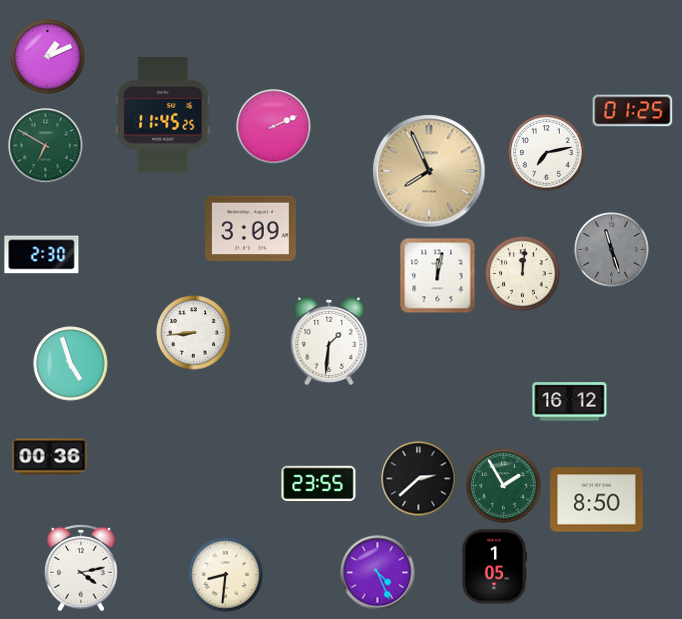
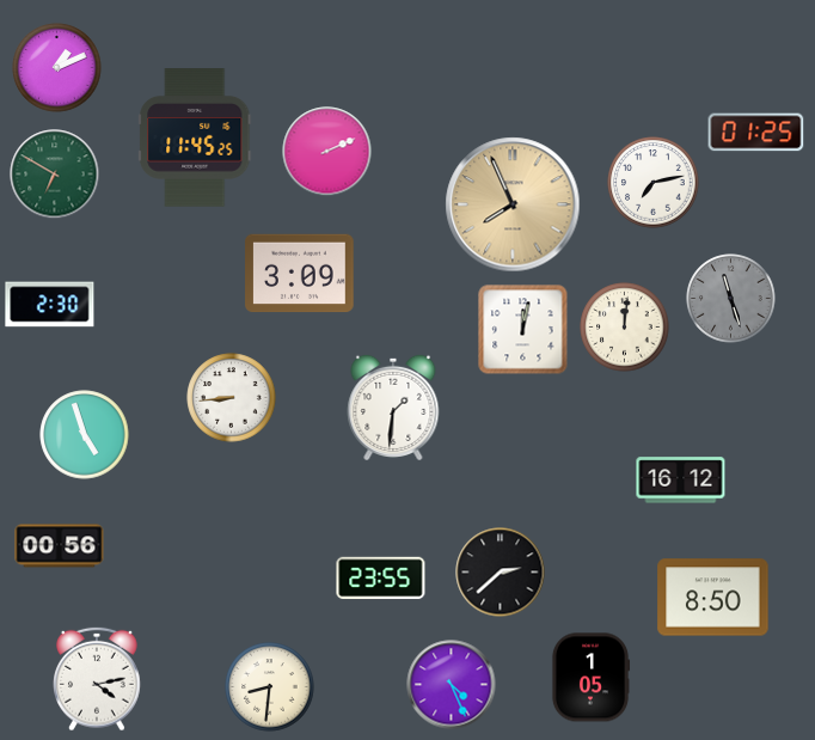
clock at (50, 457): 00:36 -> 00:56
clock at (504, 486): 1:55 -> none
